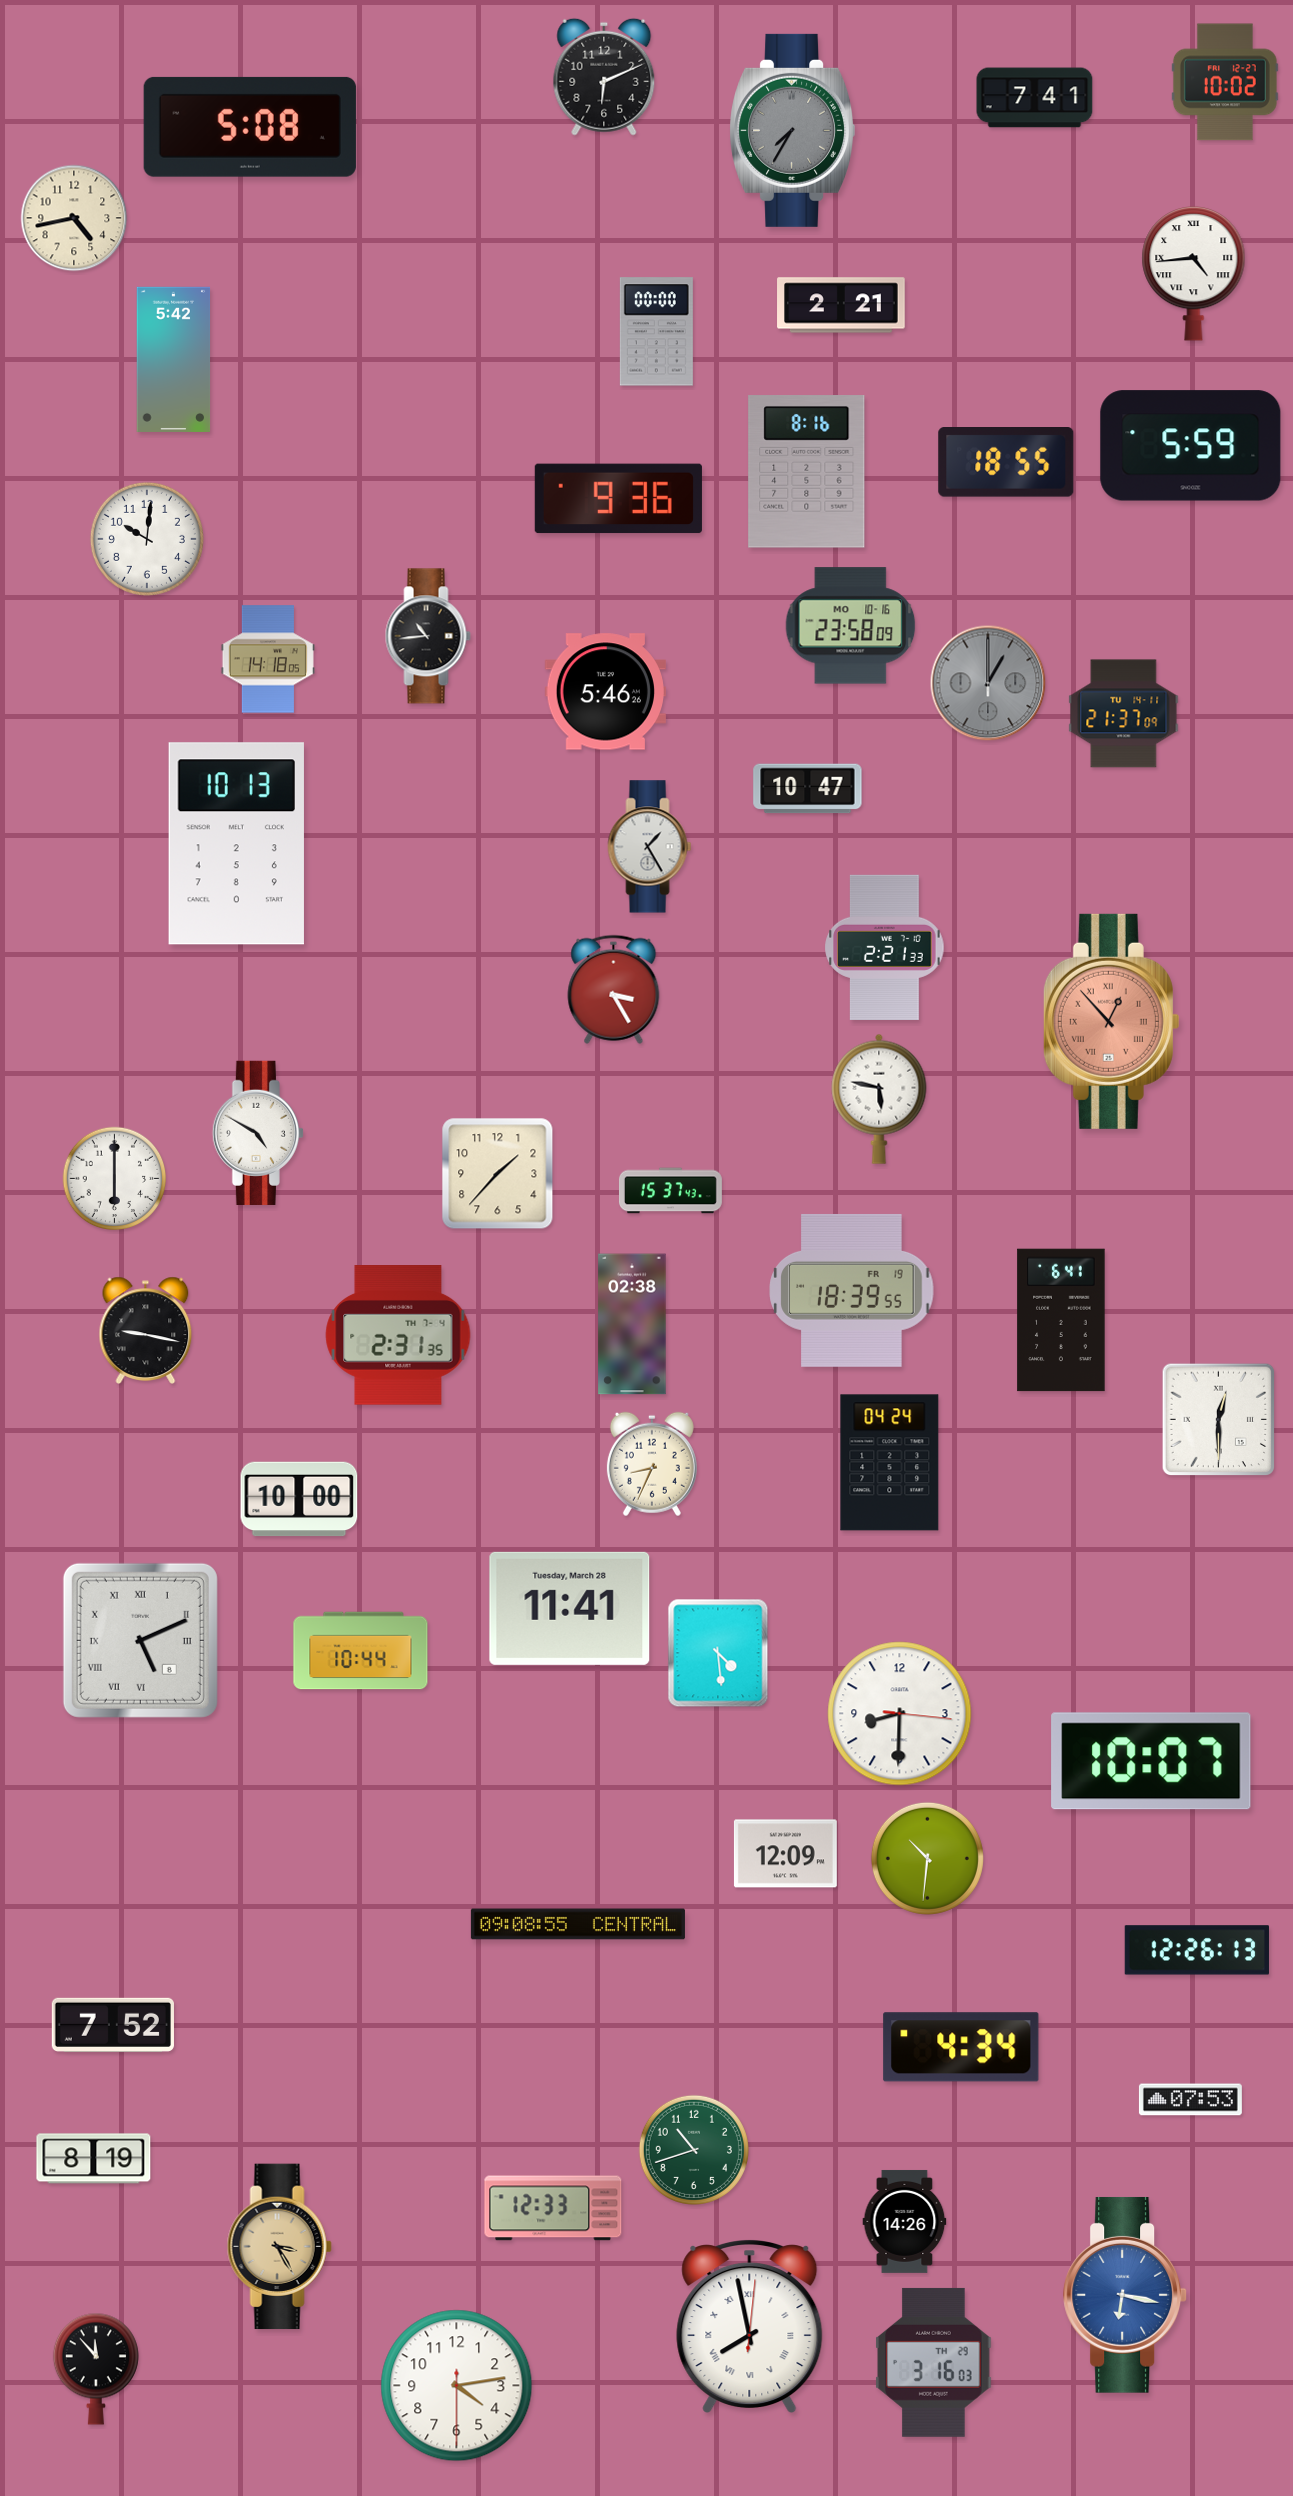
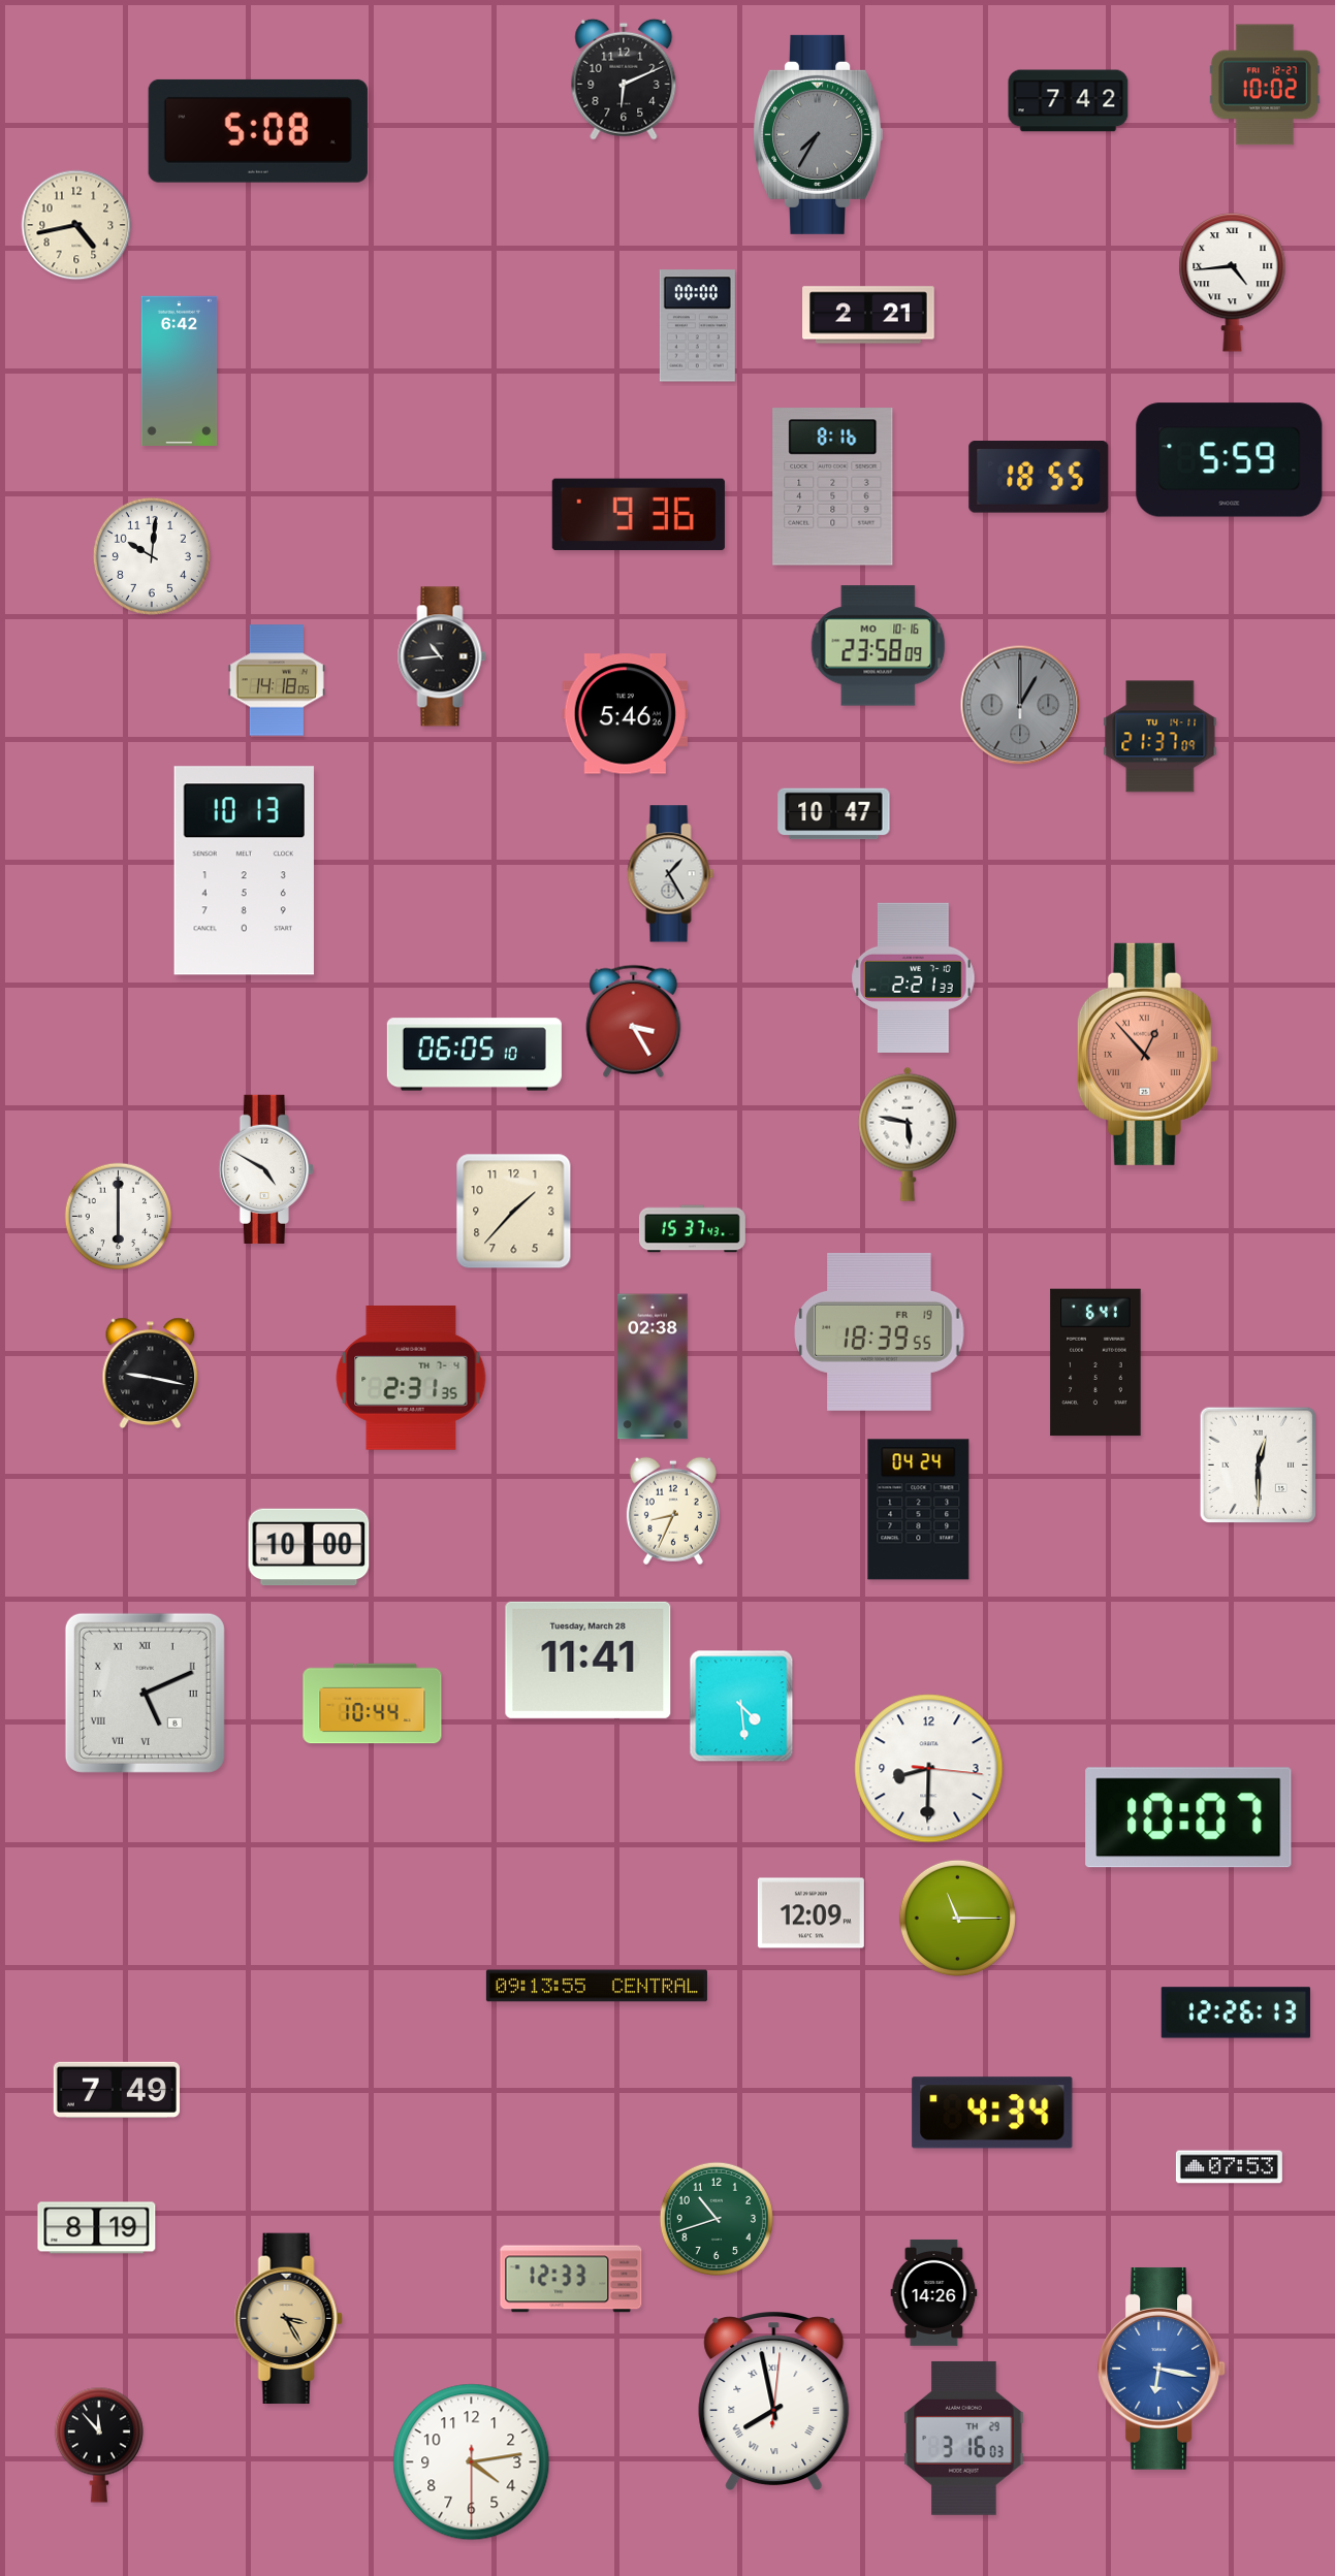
clock at (1035, 98): 7:41 -> 7:42
clock at (656, 332) position: (656, 332) -> (697, 326)
clock at (174, 359): 5:42 -> 6:42
clock at (474, 1055): none -> 06:05
clock at (927, 1858): 10:31 -> 11:15
clock at (578, 1924): 09:08 -> 09:13
clock at (113, 2025): 7:52 -> 7:49
